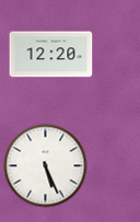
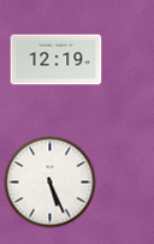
clock at (51, 55): 12:20 -> 12:19
